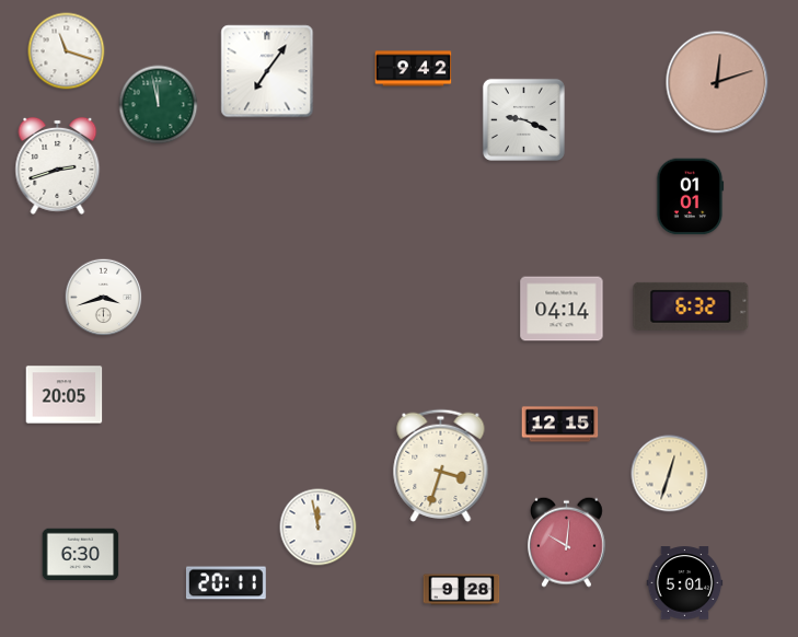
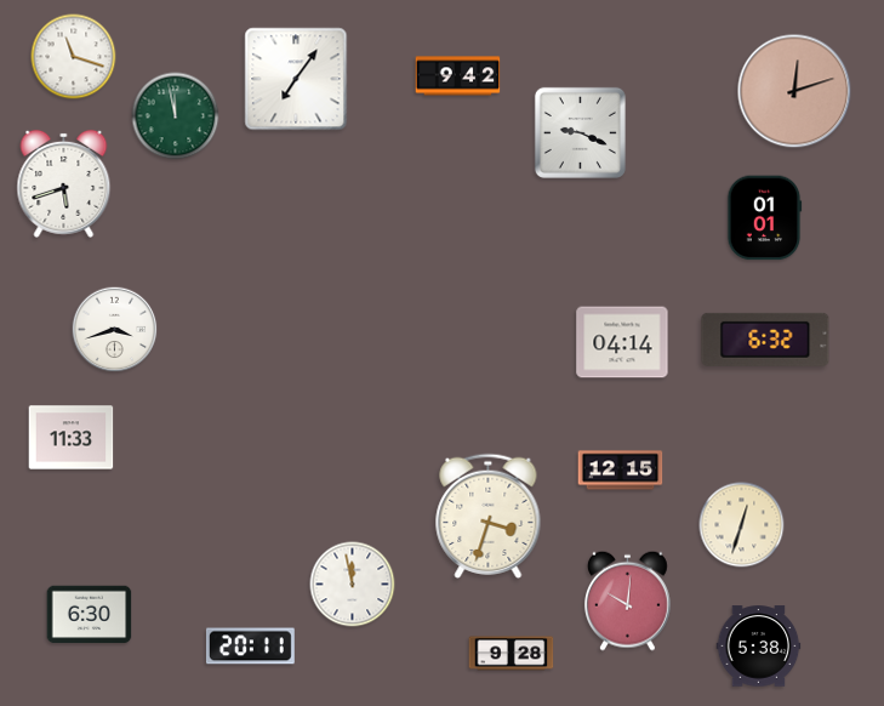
clock at (58, 165): 2:42 -> 5:42
clock at (65, 395): 20:05 -> 11:33
clock at (685, 583): 5:01 -> 5:38
